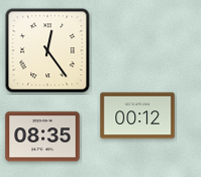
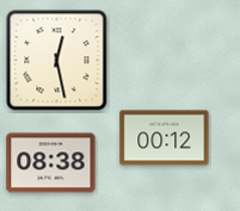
clock at (48, 51): 12:24 -> 12:28
clock at (43, 137): 08:35 -> 08:38
